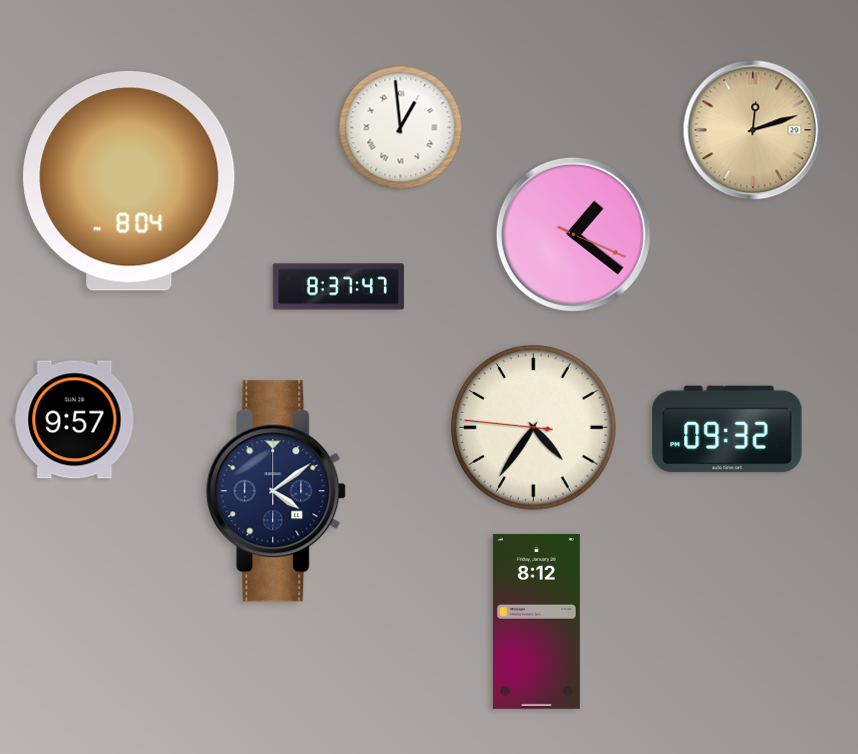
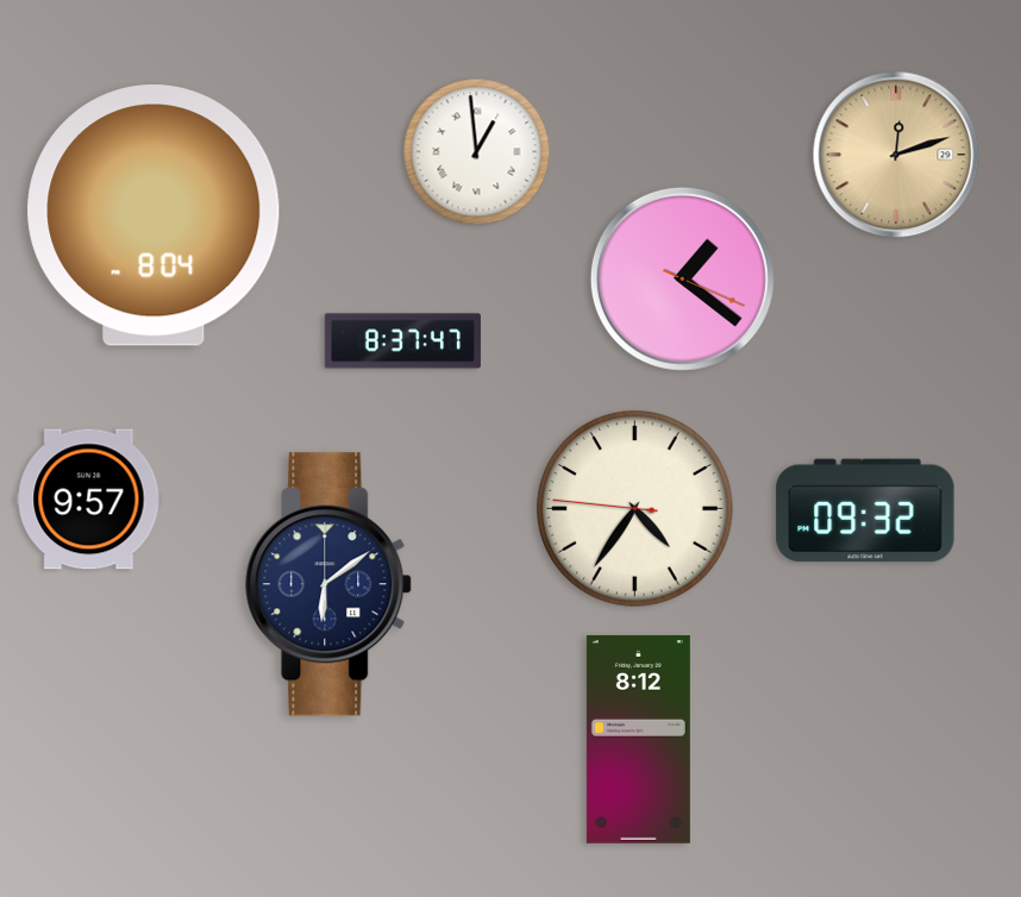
clock at (277, 491): 4:09 -> 6:09
